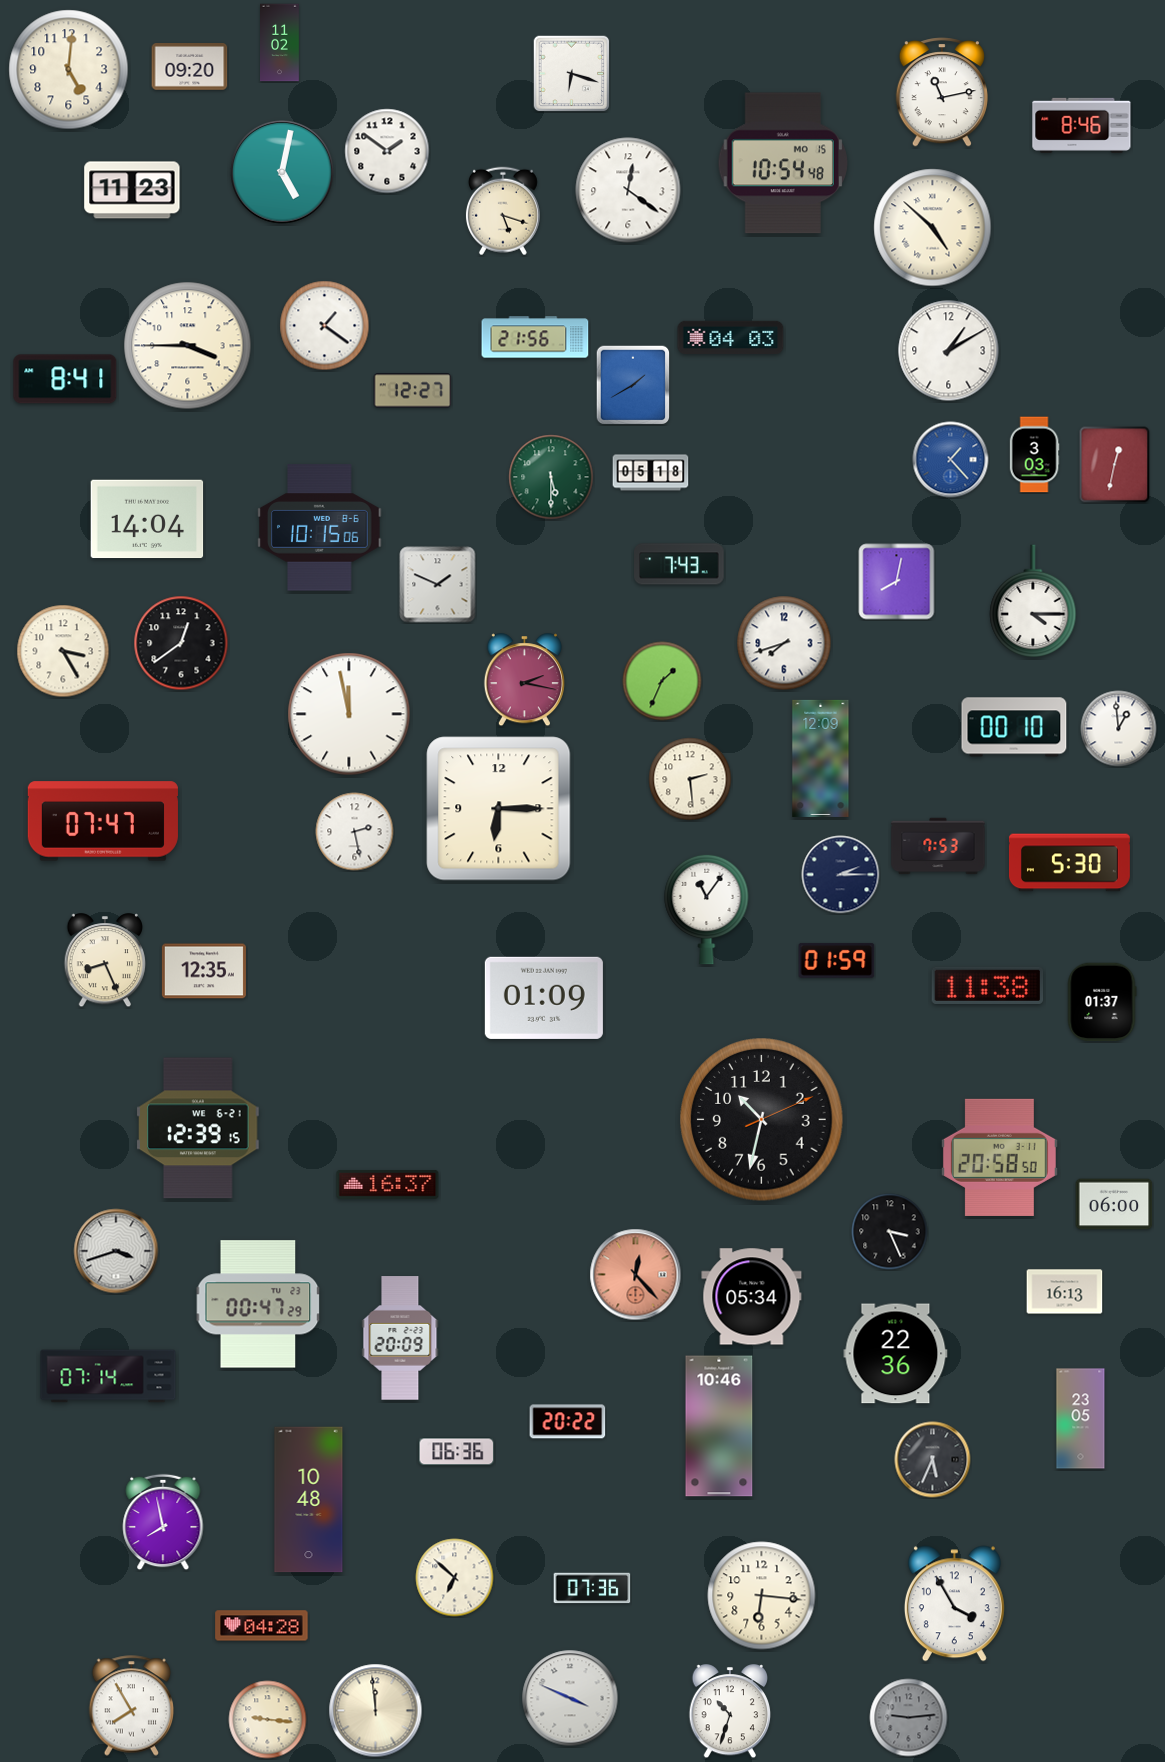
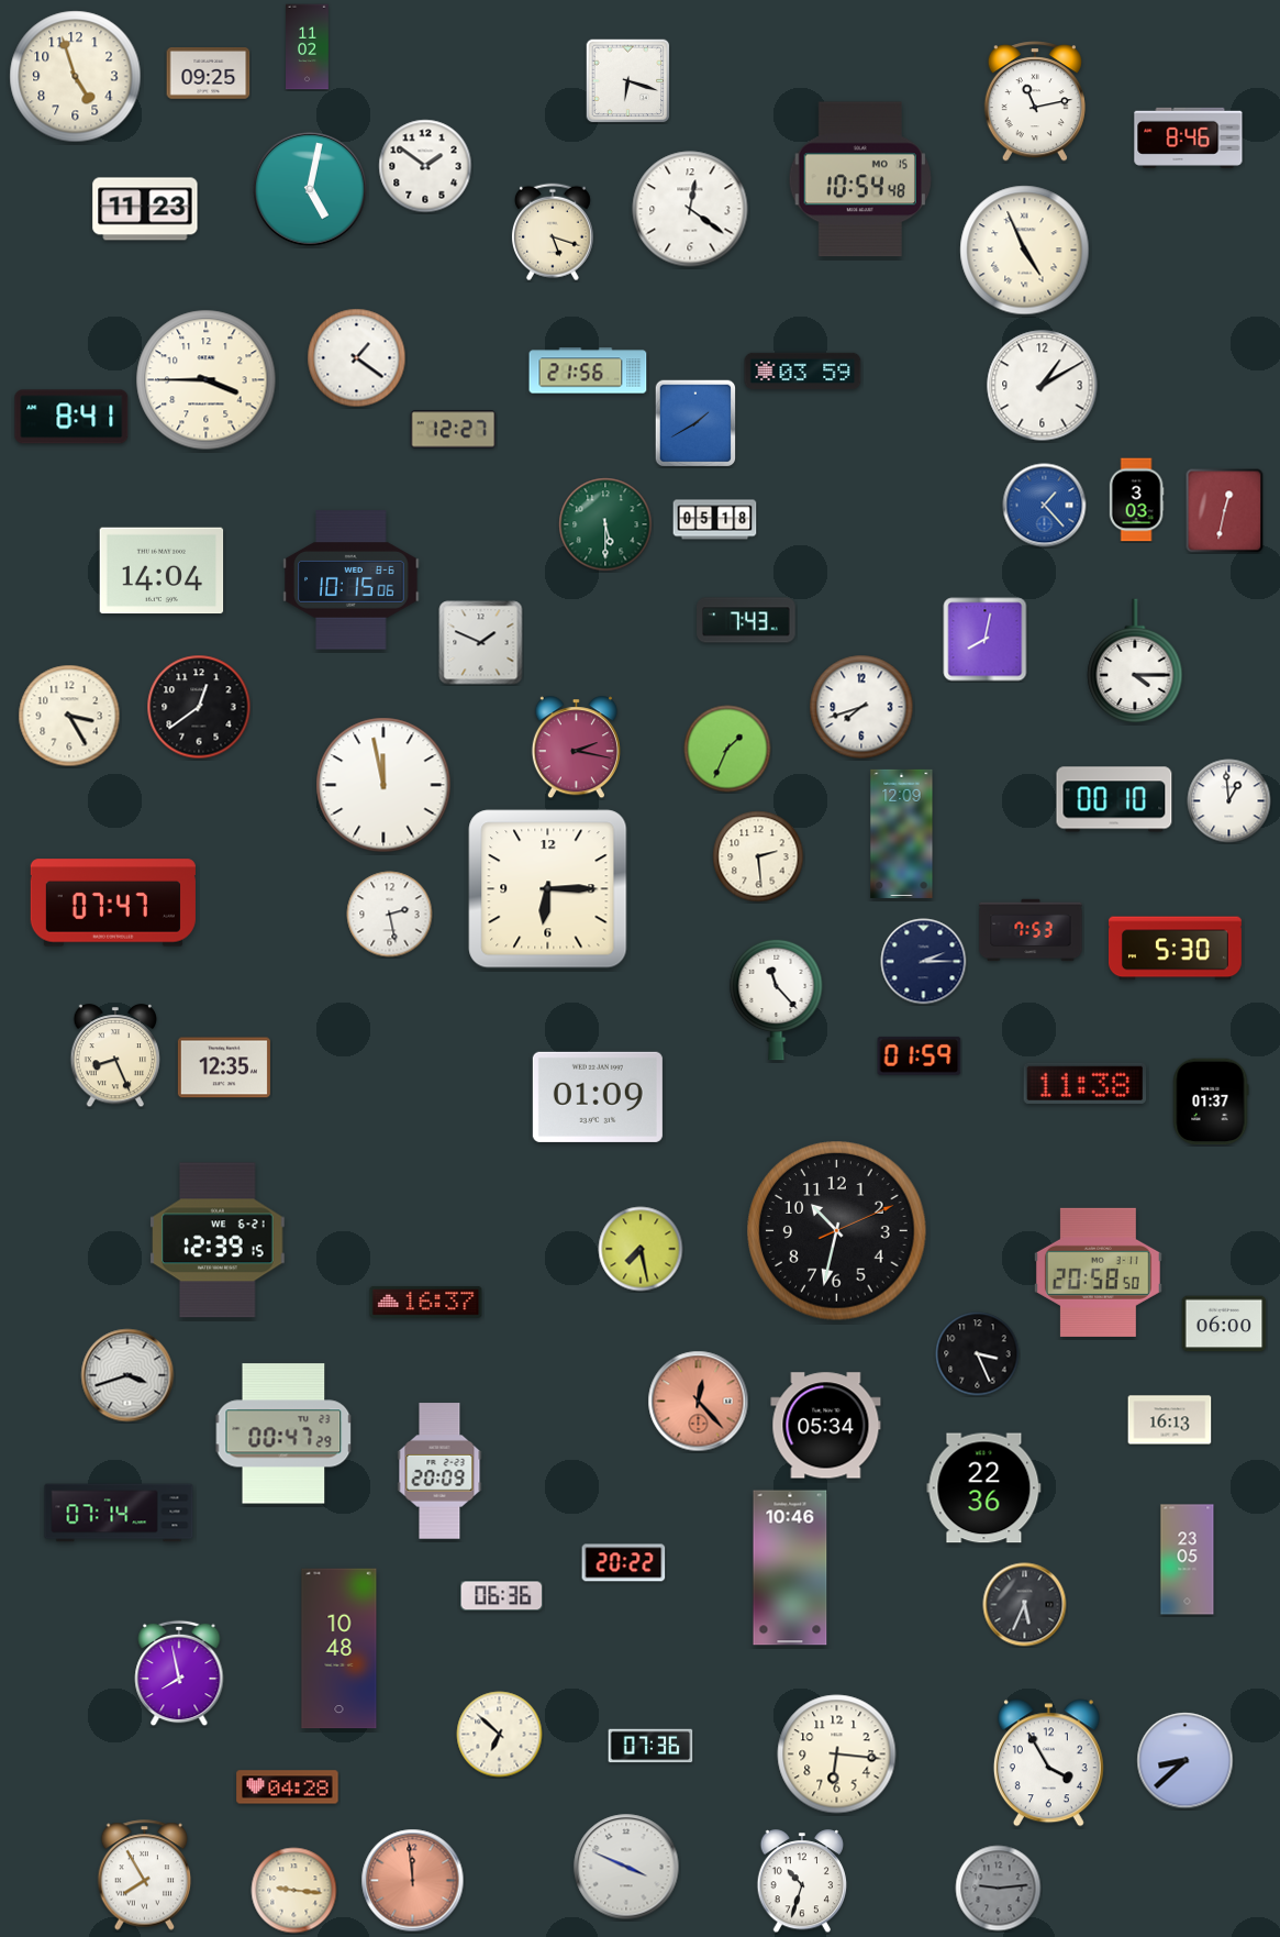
clock at (190, 67): 09:20 -> 09:25
clock at (69, 70): 5:01 -> 4:57
clock at (933, 228): 4:52 -> 4:56
clock at (731, 338): 04:03 -> 03:59
clock at (707, 909): 11:06 -> 11:23
clock at (641, 1249): none -> 7:28
clock at (1186, 1761): none -> 8:38
clock at (376, 1711) dial: cream -> salmon
